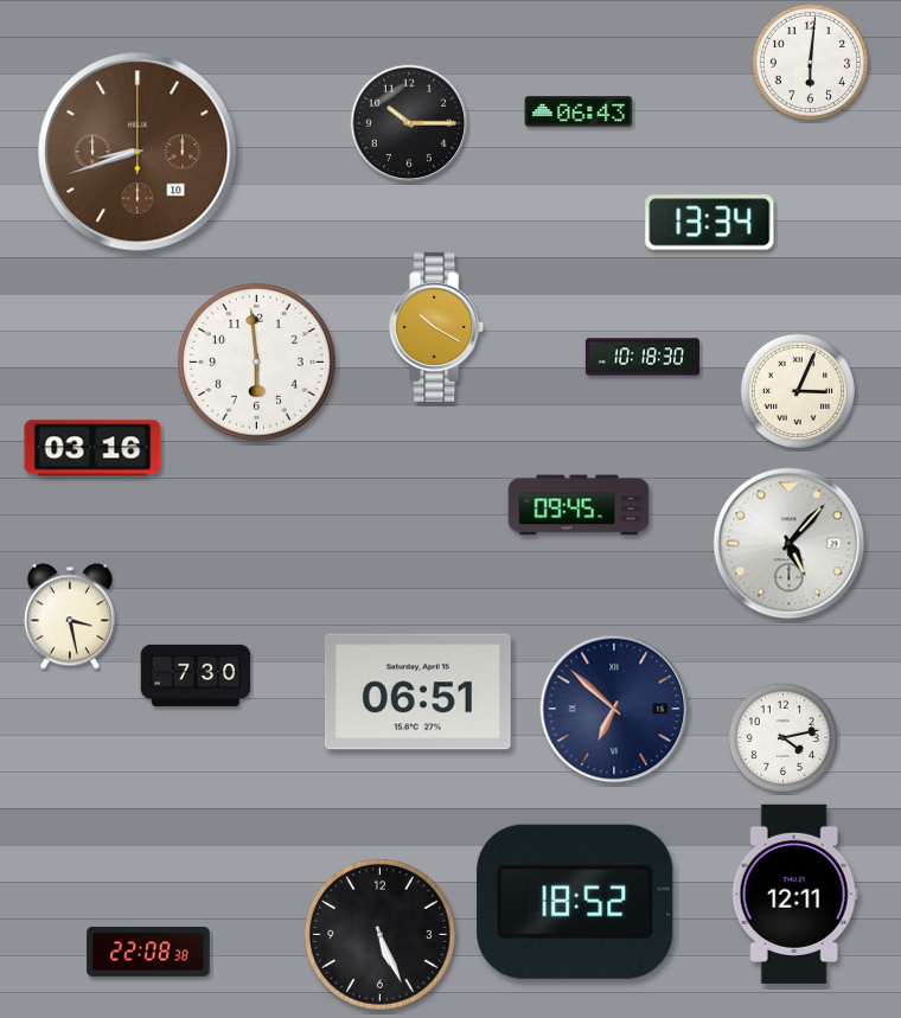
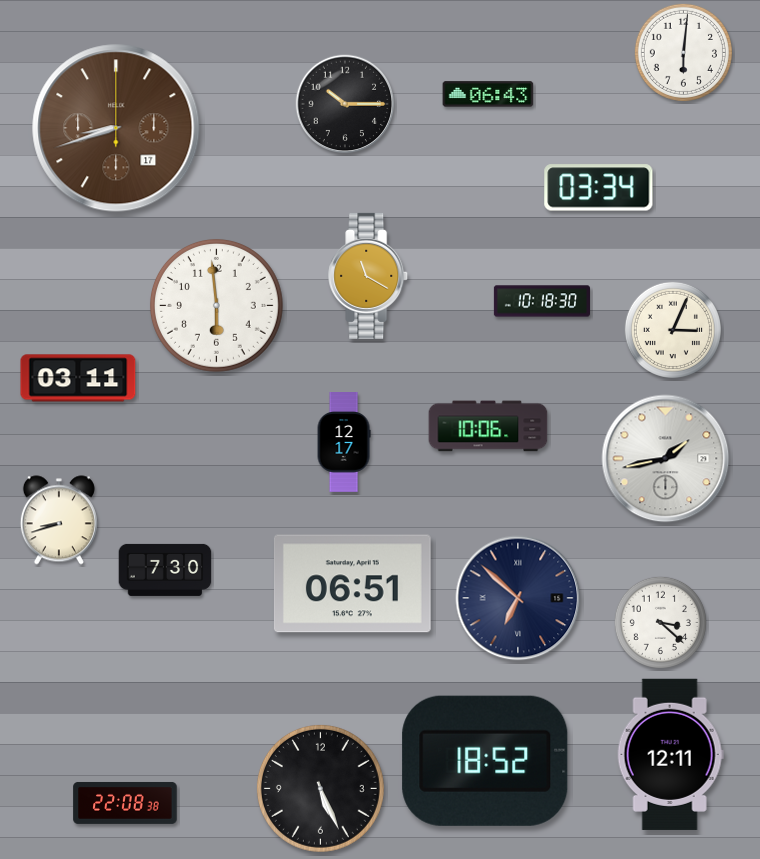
clock at (138, 152) date: 10 -> 17
clock at (710, 223): 13:34 -> 03:34
clock at (437, 327): 10:20 -> 11:20
clock at (92, 448): 03:16 -> 03:11
clock at (579, 505): 09:45 -> 10:06
clock at (344, 443): none -> 12:17
clock at (790, 544): 5:07 -> 1:43
clock at (70, 616): 3:28 -> 8:42
clock at (782, 737): 4:13 -> 3:22
